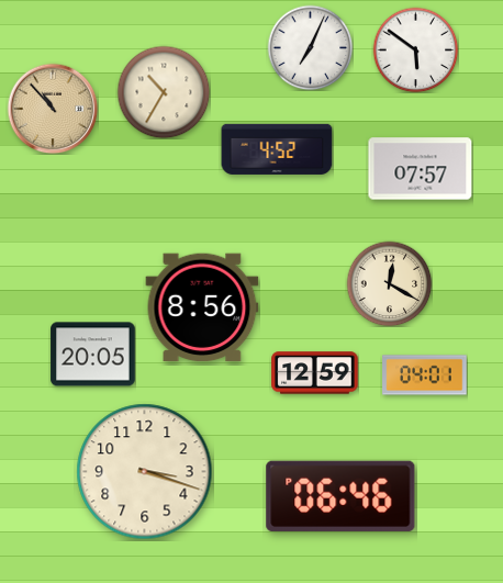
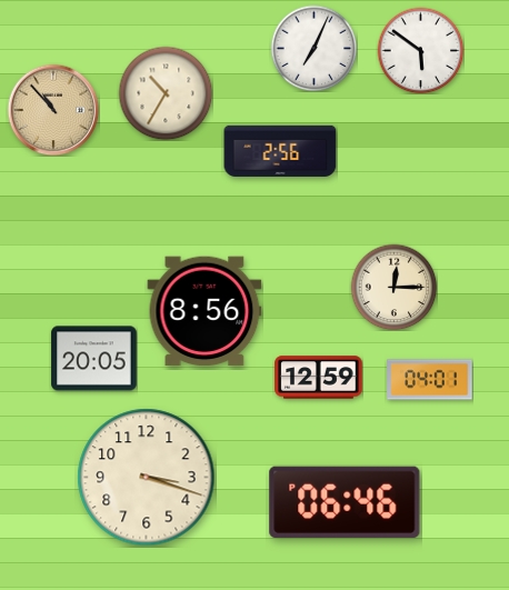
clock at (277, 149): 4:52 -> 2:56
clock at (421, 169): 07:57 -> none
clock at (389, 283): 12:20 -> 12:15
